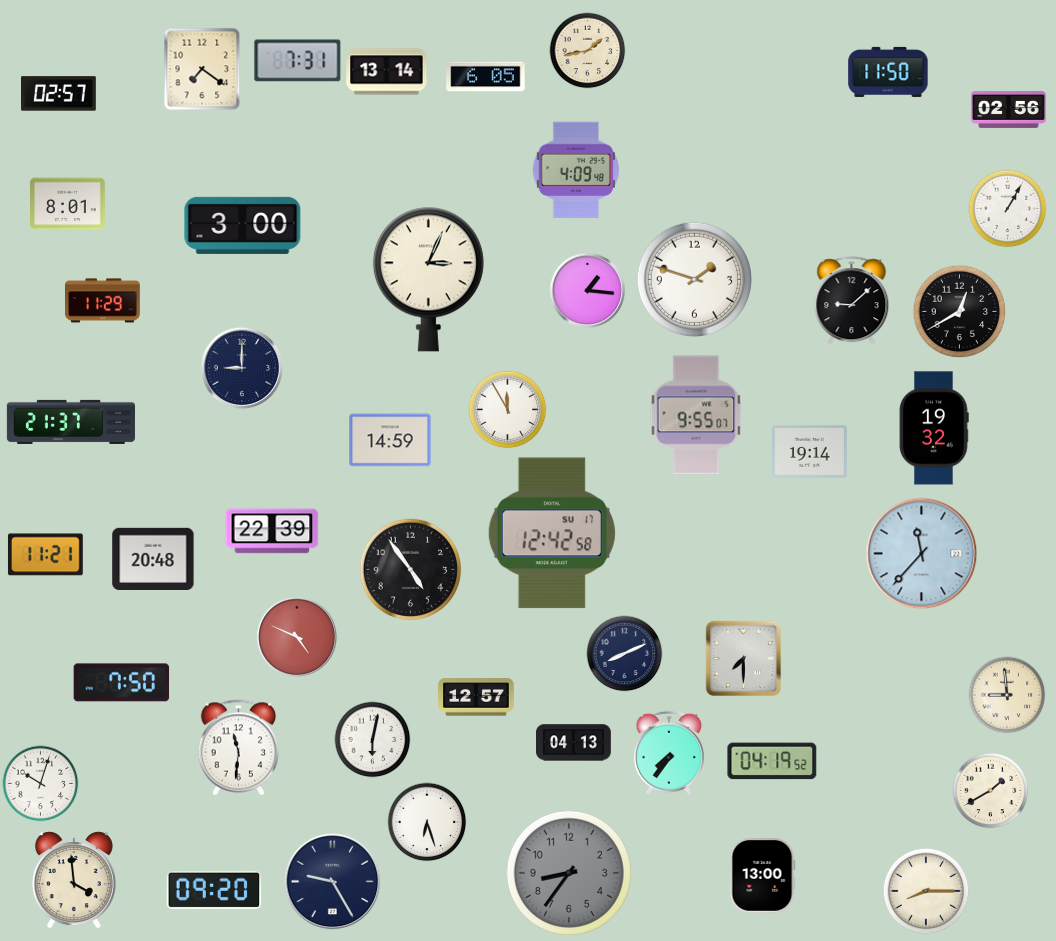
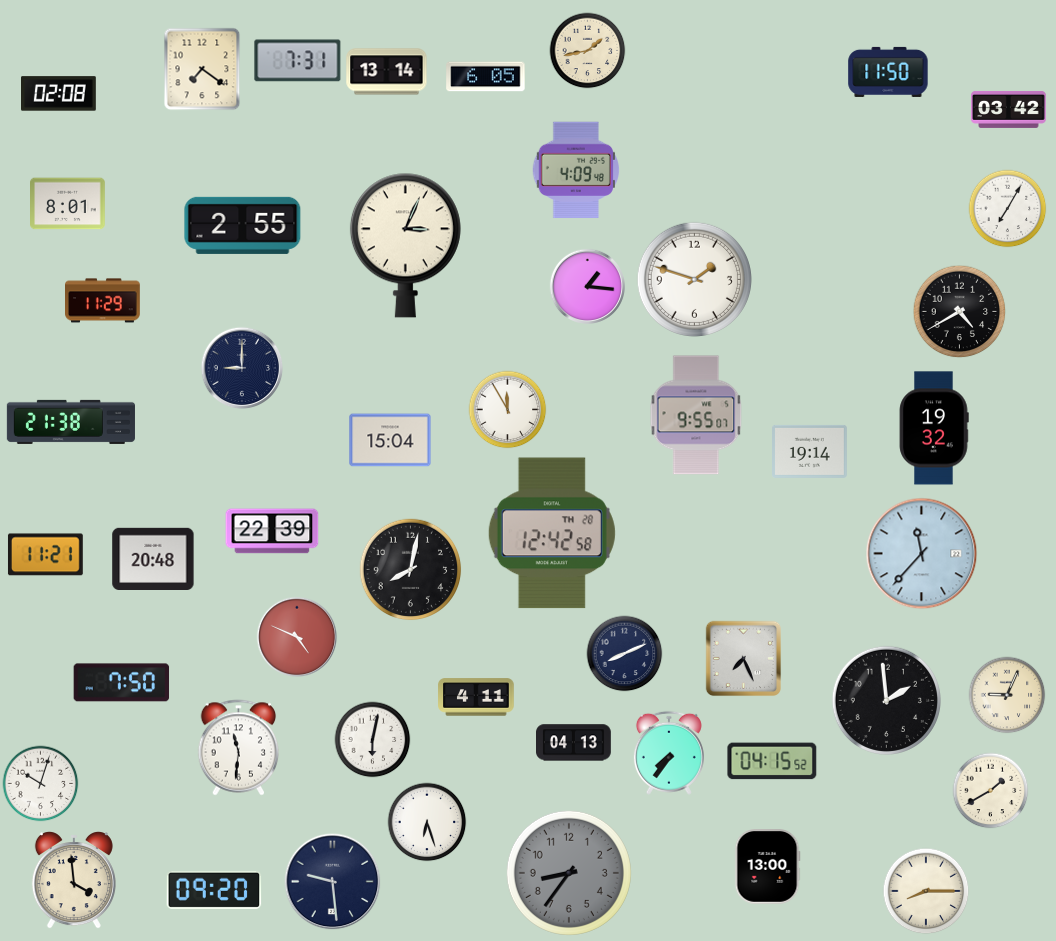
clock at (59, 94): 02:57 -> 02:08
clock at (1009, 109): 02:56 -> 03:42
clock at (1008, 209): 1:05 -> 7:05
clock at (243, 225): 3:00 -> 2:55
clock at (428, 279) position: (428, 279) -> (405, 245)
clock at (587, 290) position: (587, 290) -> (587, 286)
clock at (852, 301): 9:08 -> none
clock at (960, 312): 12:40 -> 4:40
clock at (71, 422): 21:37 -> 21:38
clock at (390, 440): 14:59 -> 15:04
clock at (552, 533) date: SU 17 -> TH 28
clock at (411, 570): 4:54 -> 8:02
clock at (744, 659): 7:30 -> 7:26
clock at (1007, 695): 8:59 -> 9:04
clock at (476, 697): 12:57 -> 4:11
clock at (886, 700): none -> 1:59
clock at (772, 761): 04:19 -> 04:15
clock at (762, 876) position: (762, 876) -> (767, 867)
clock at (333, 882): 9:25 -> 9:29
